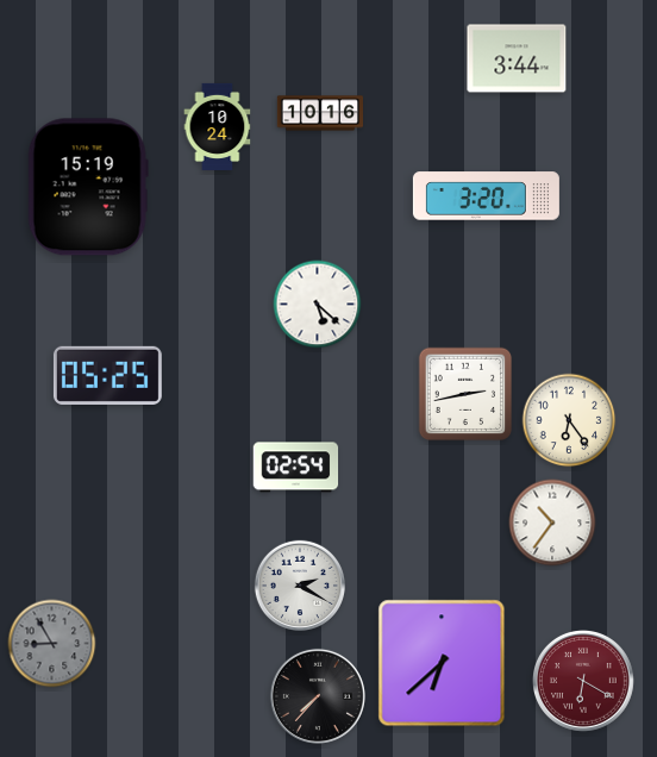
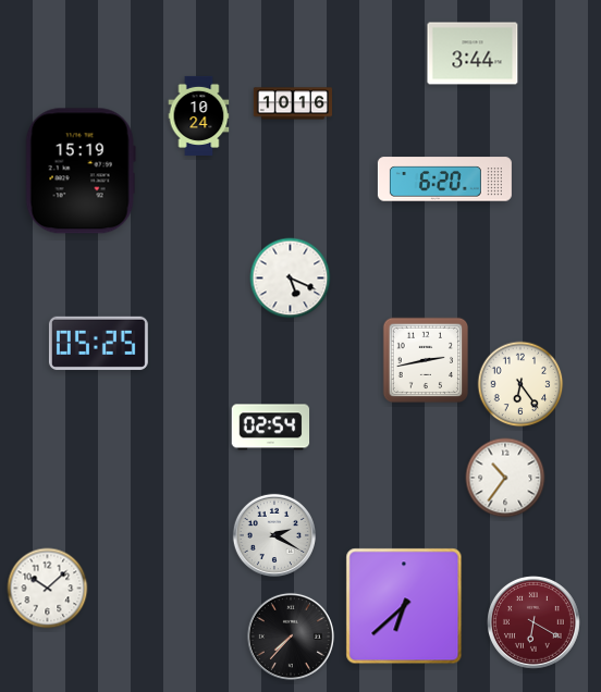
clock at (486, 196): 3:20 -> 6:20
clock at (318, 305): 5:22 -> 5:19
clock at (52, 644): 8:55 -> 10:08
clock at (52, 644) dial: grey -> white
